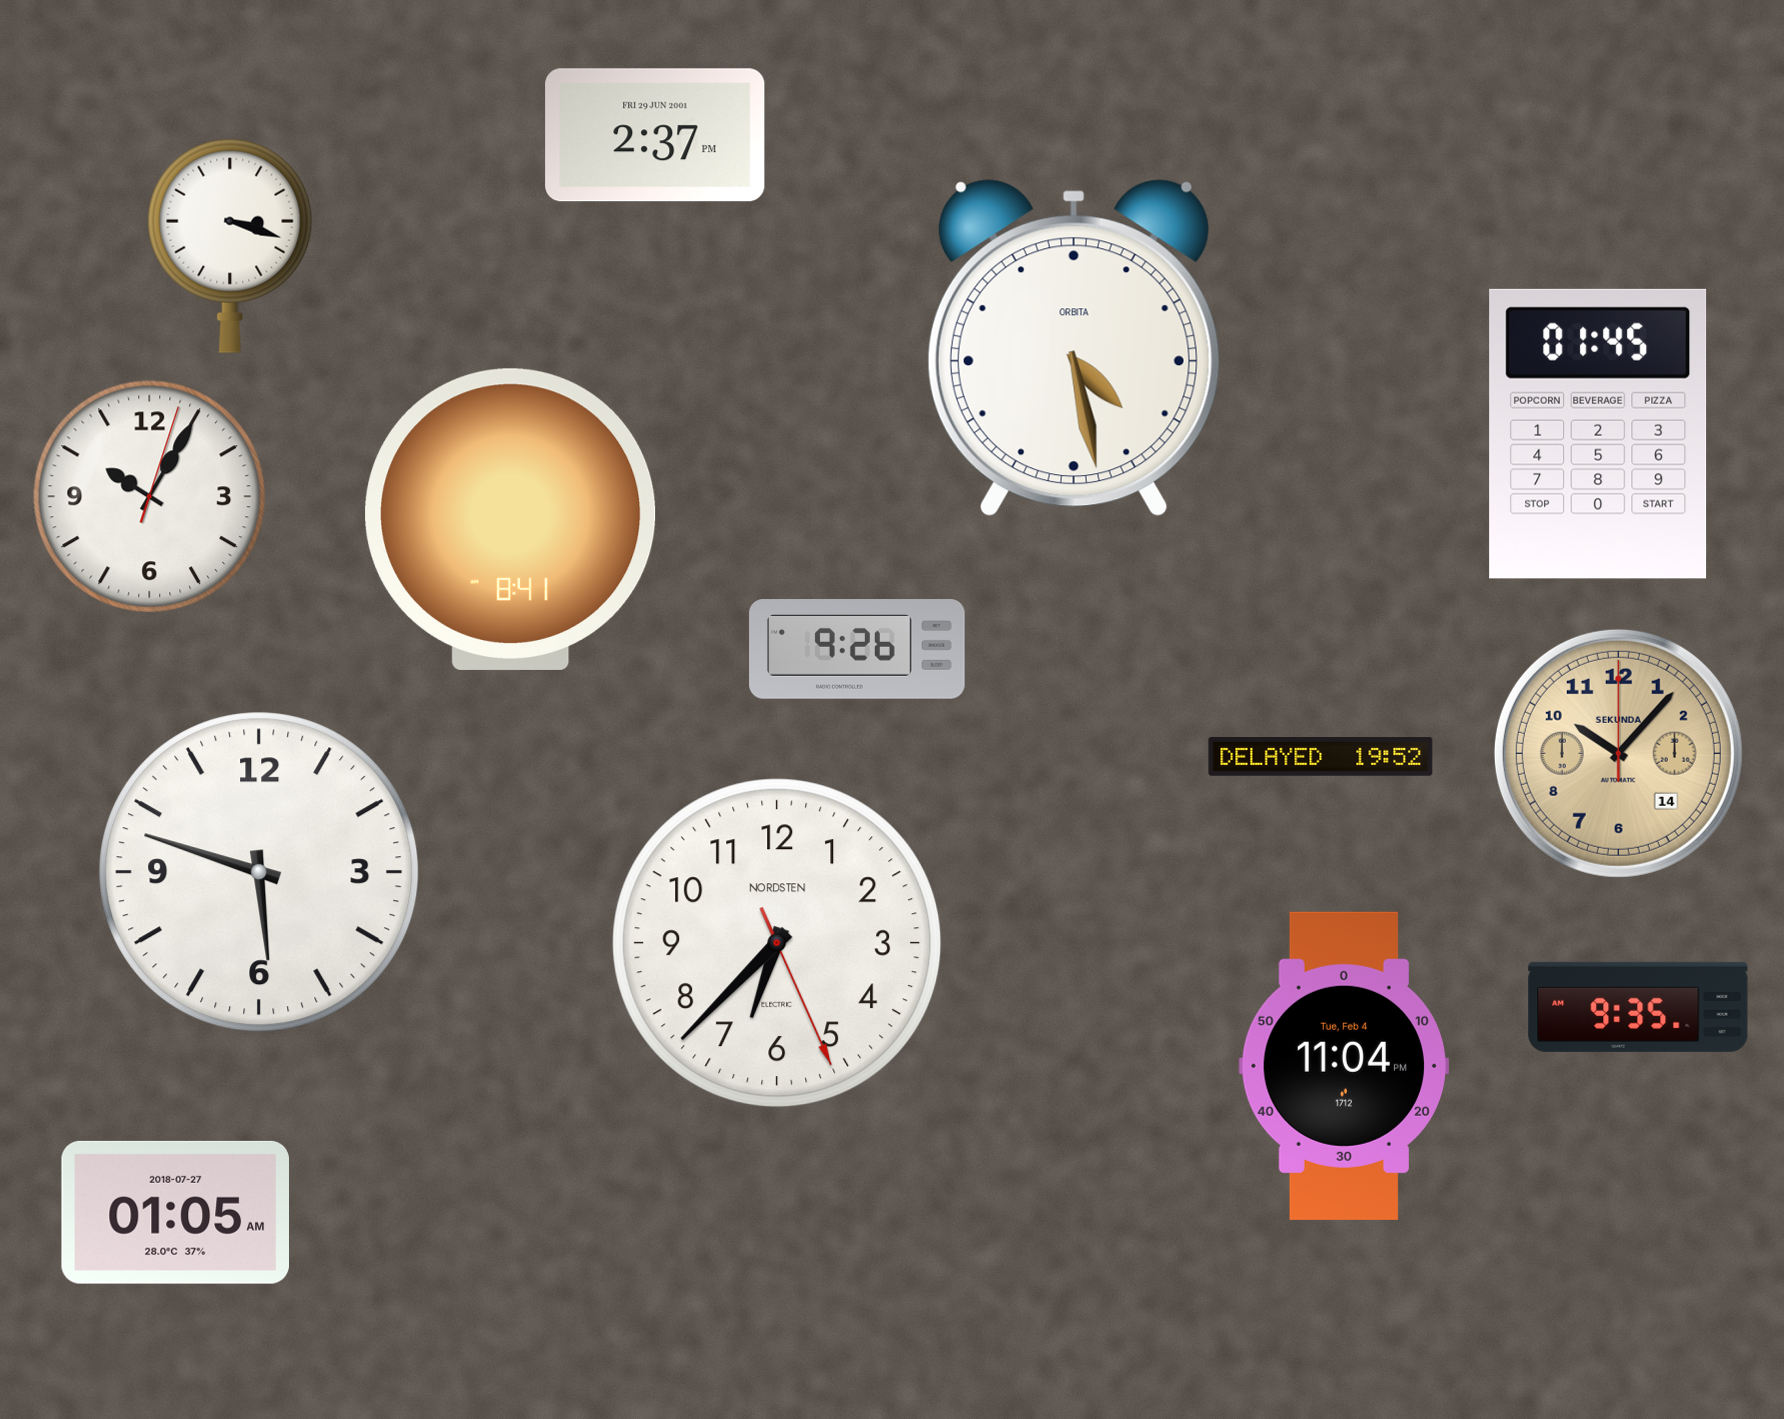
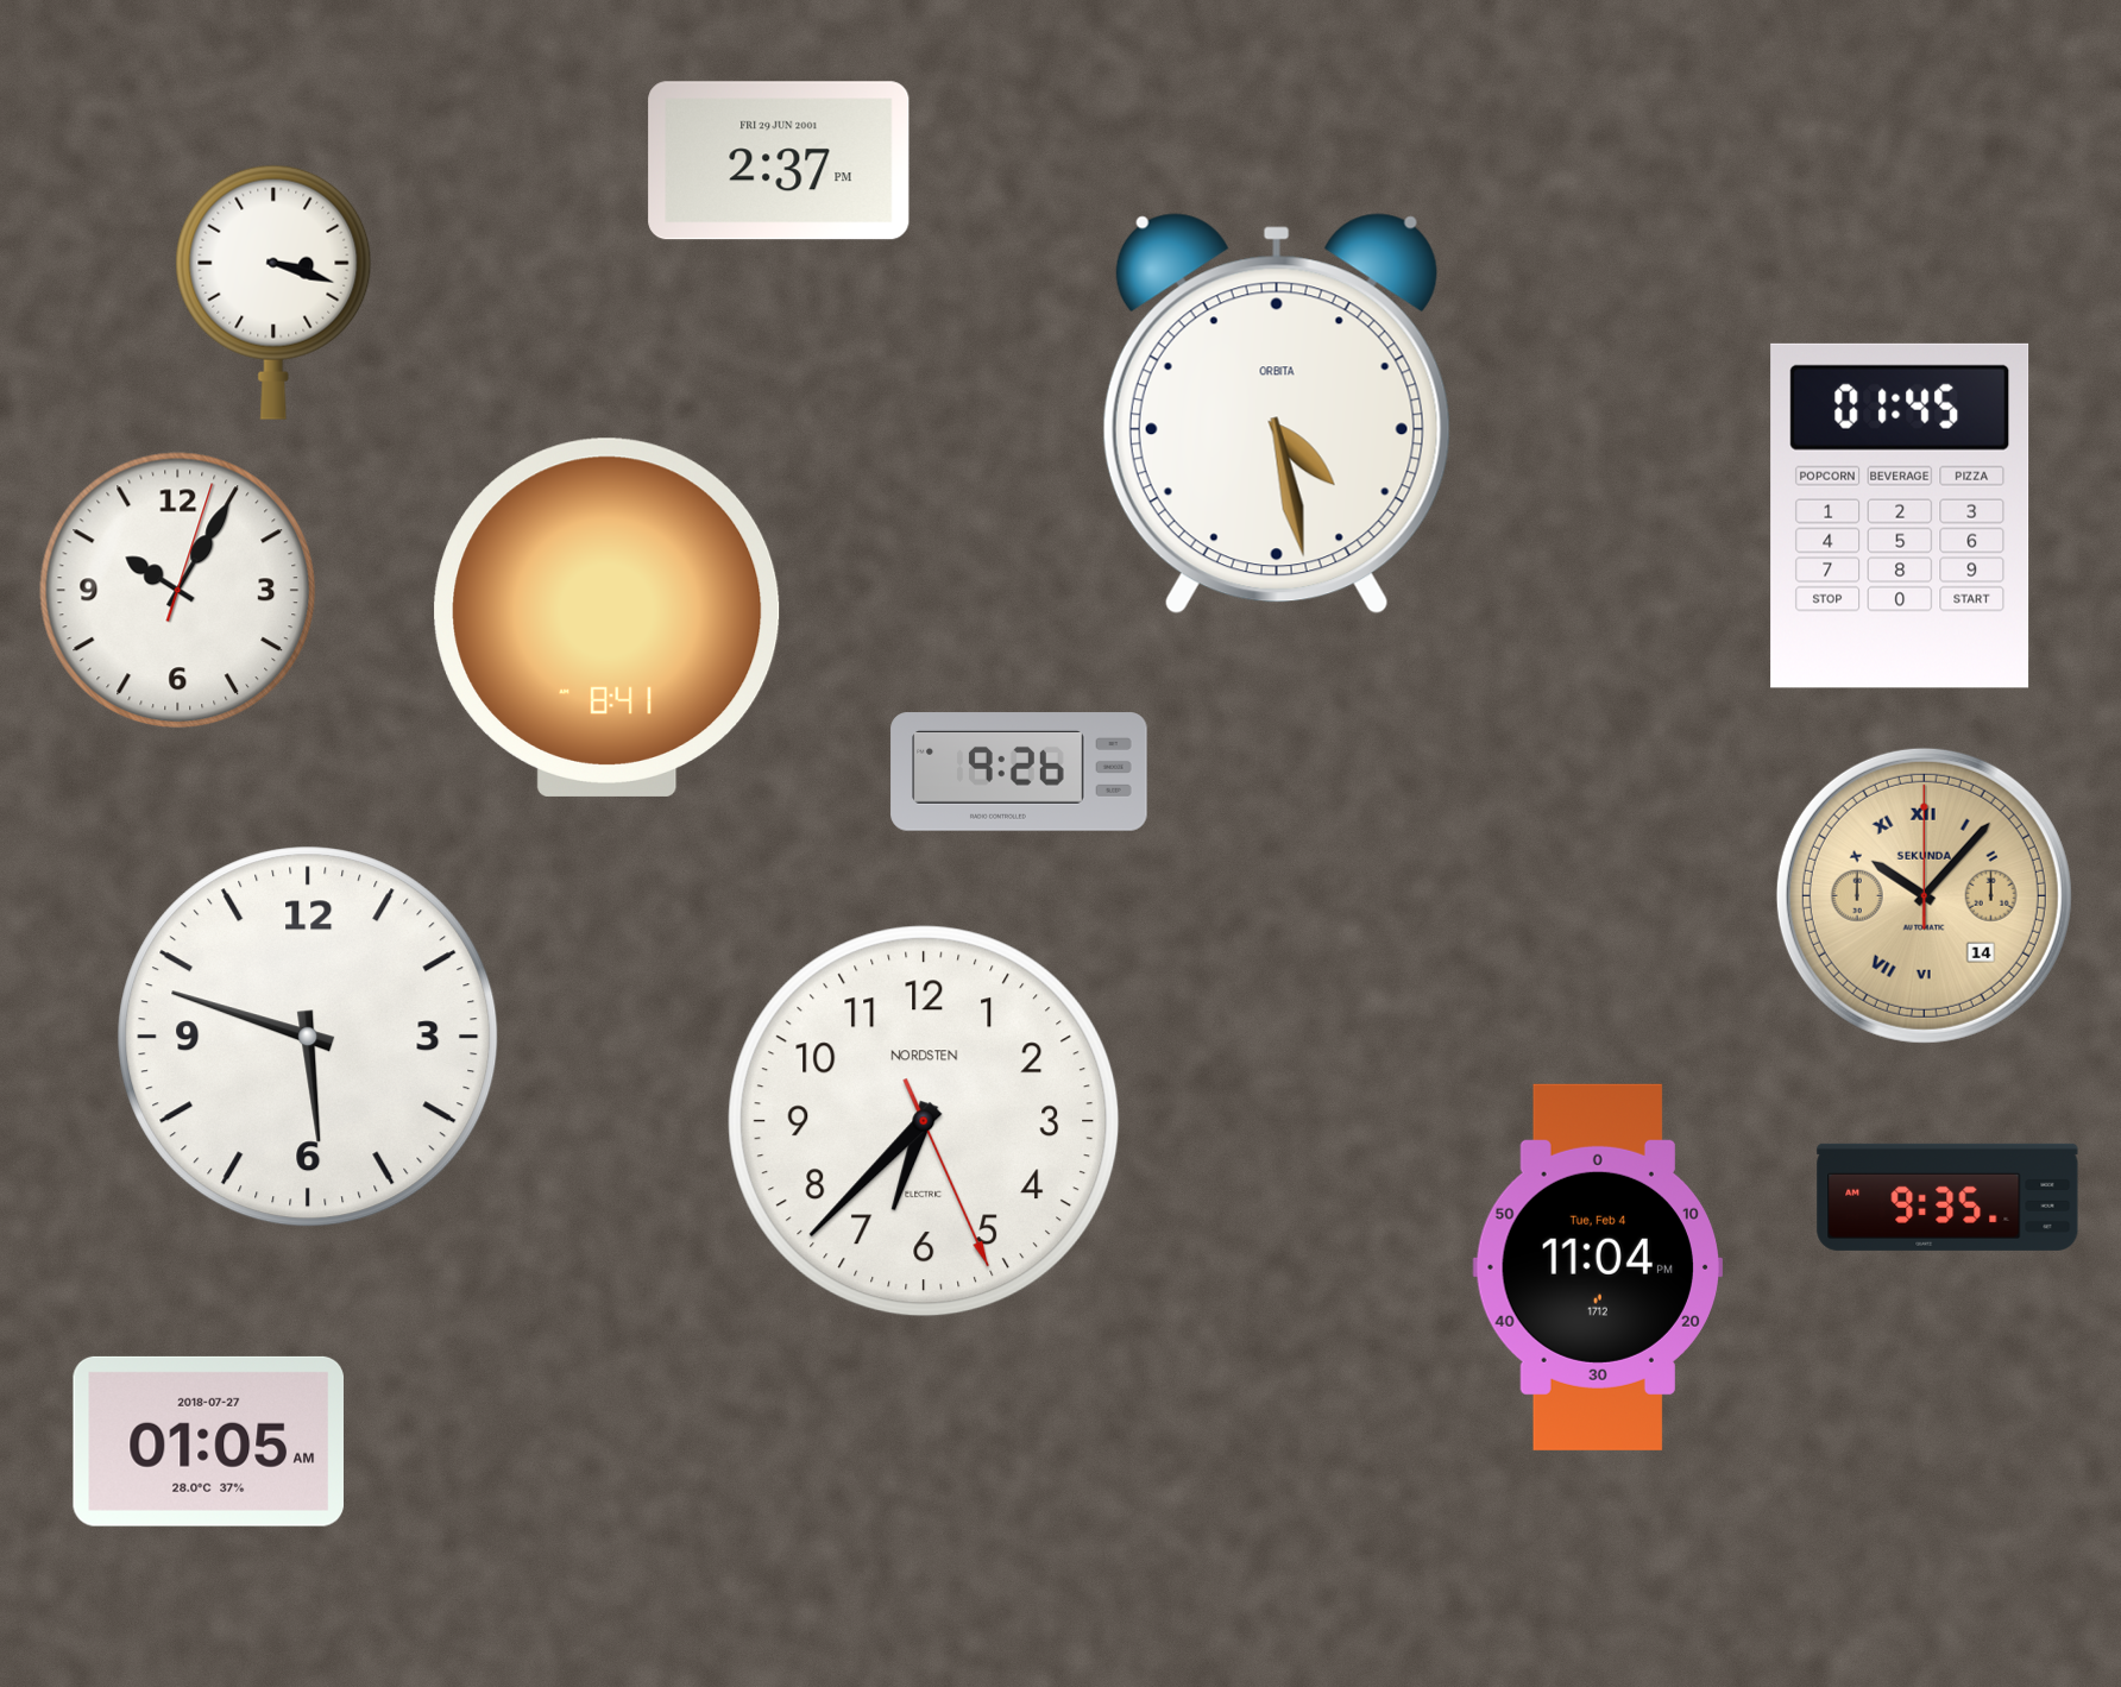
clock at (1618, 753) numerals: Arabic -> Roman
clock at (1321, 757): 19:52 -> none
